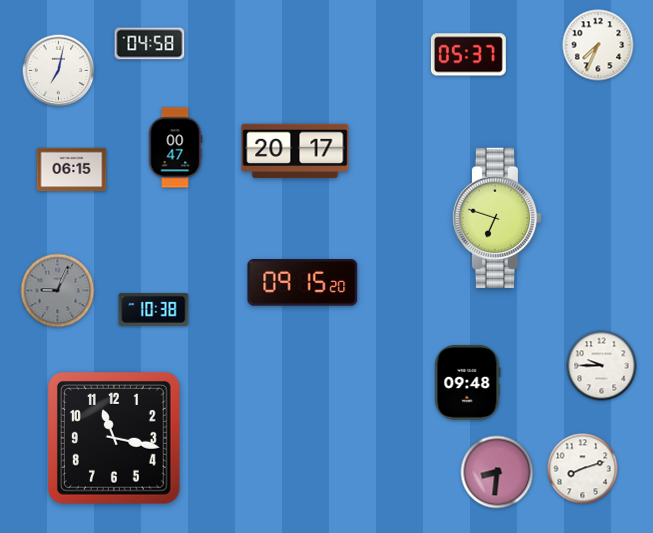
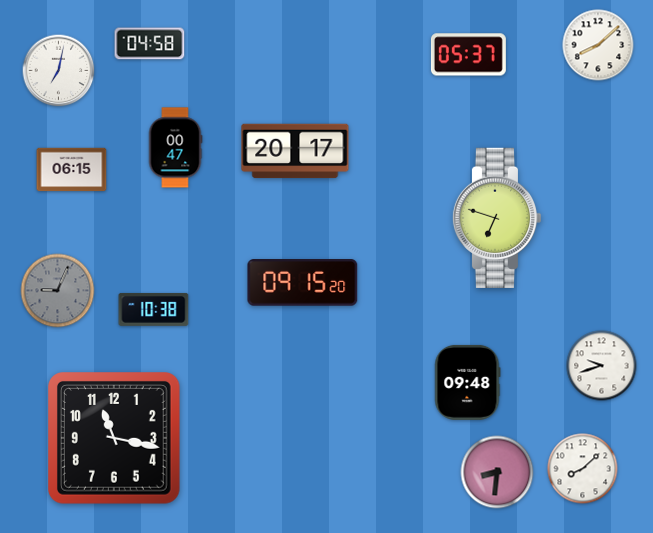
clock at (598, 45): 7:34 -> 8:08
clock at (602, 366): 9:45 -> 9:42
clock at (583, 469): 8:12 -> 8:08
